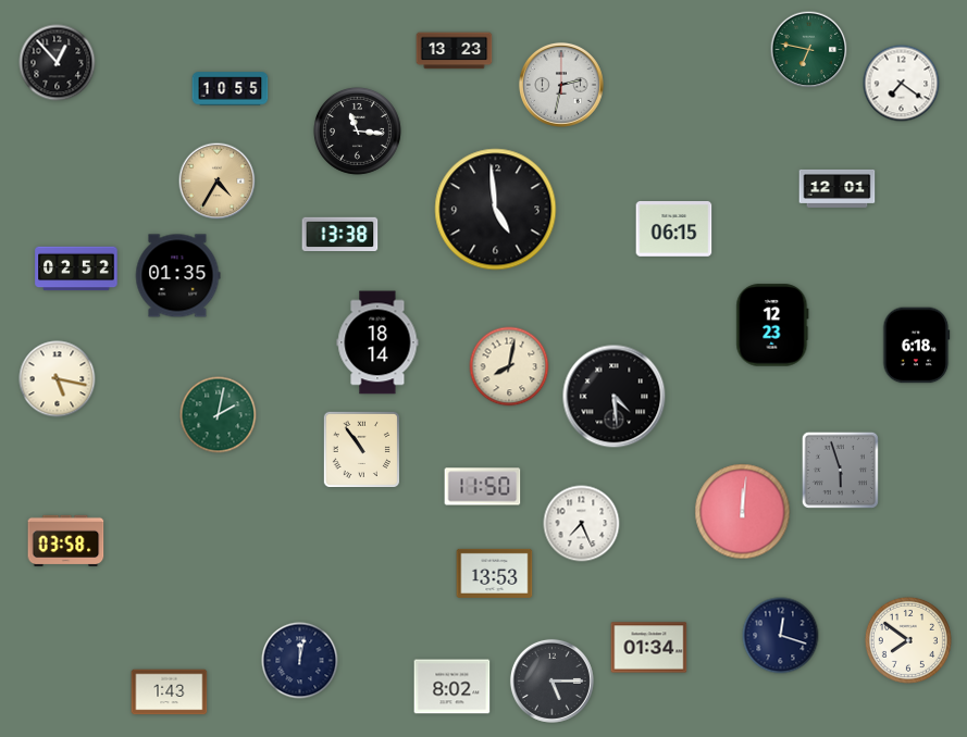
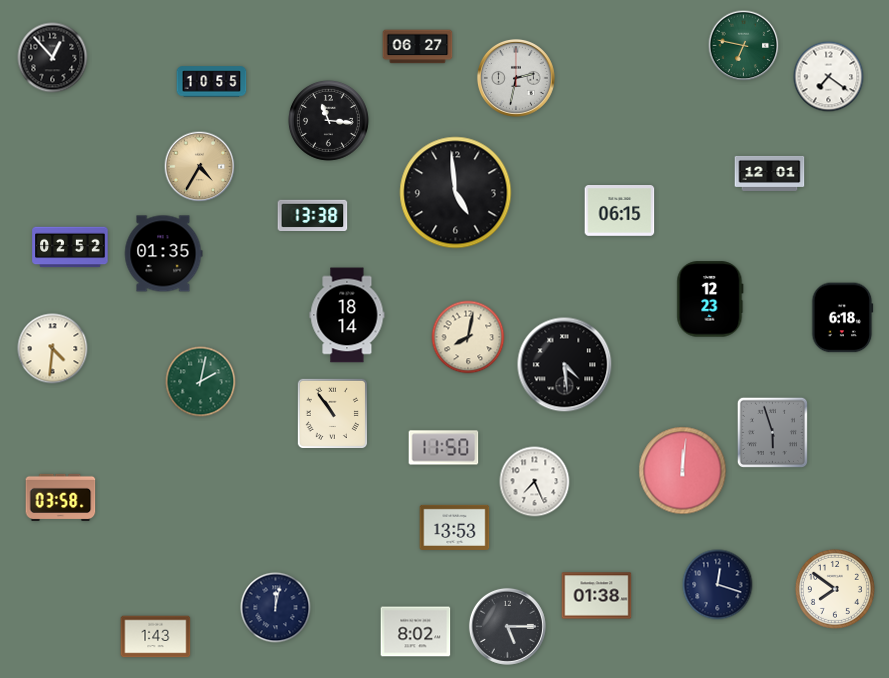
clock at (455, 51): 13:23 -> 06:27
clock at (58, 379): 5:17 -> 4:31
clock at (649, 648): 01:34 -> 01:38
